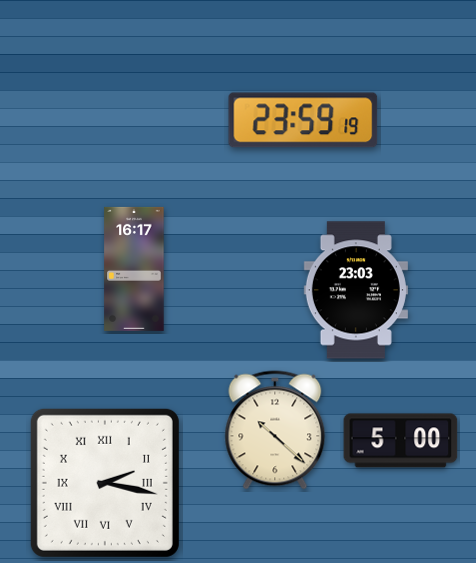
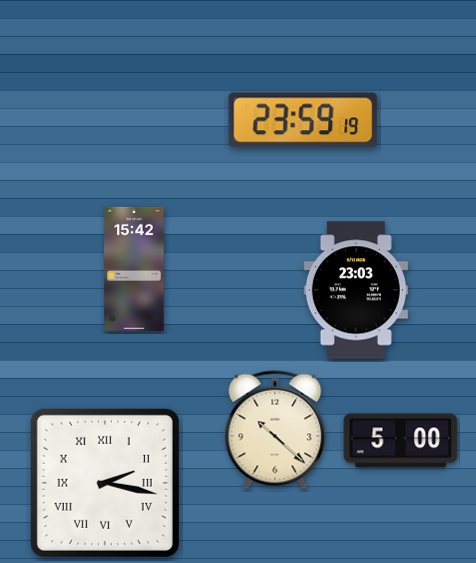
clock at (134, 269): 16:17 -> 15:42
